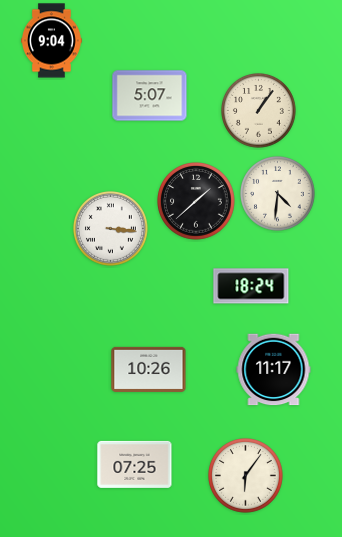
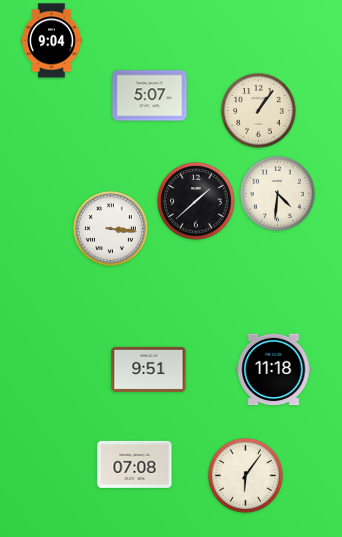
clock at (251, 286): 18:24 -> none
clock at (149, 369): 10:26 -> 9:51
clock at (274, 370): 11:17 -> 11:18
clock at (135, 464): 07:25 -> 07:08
